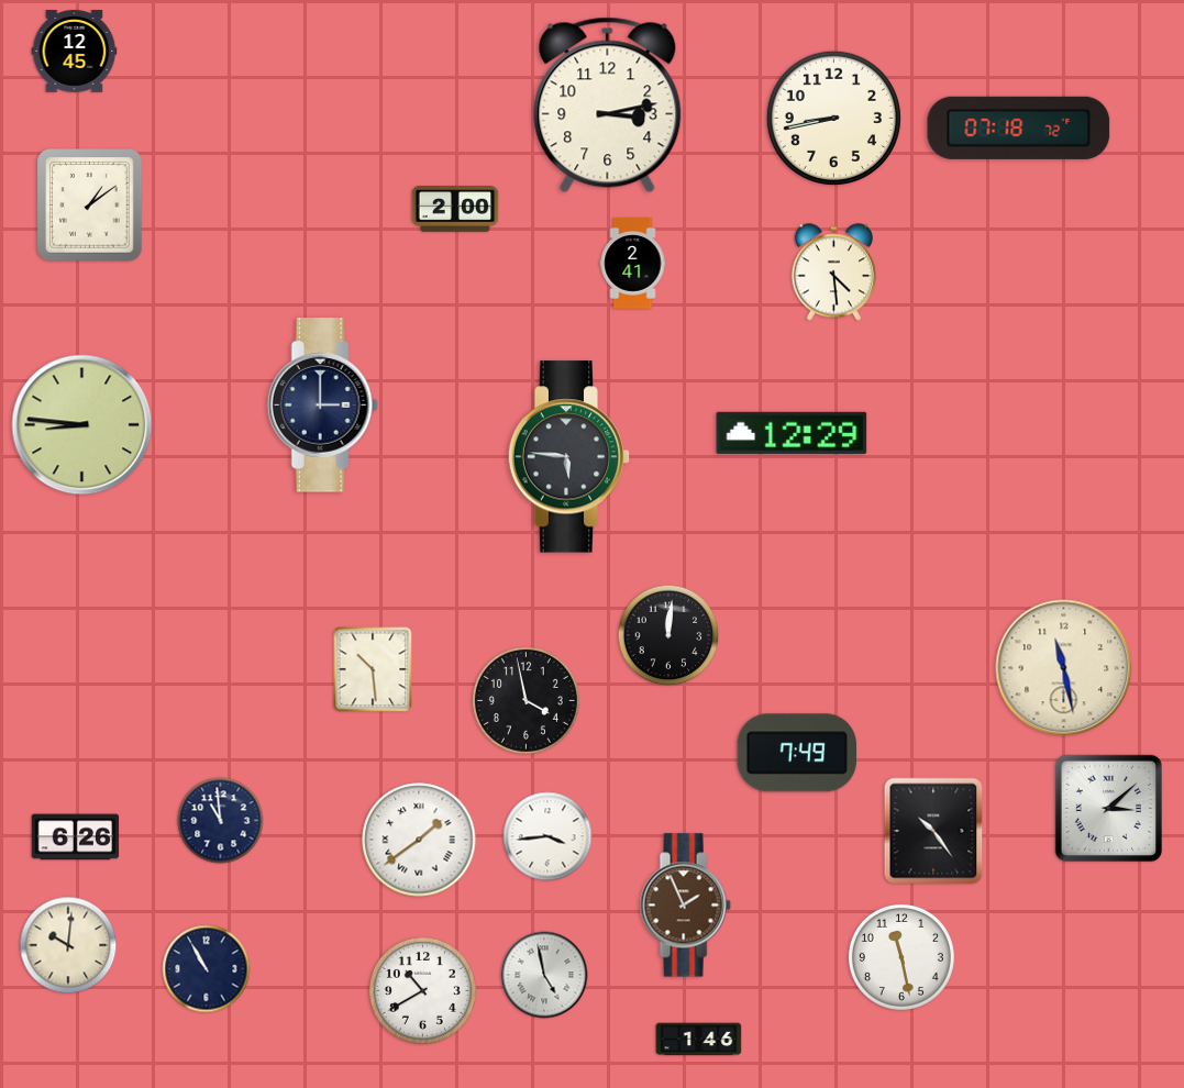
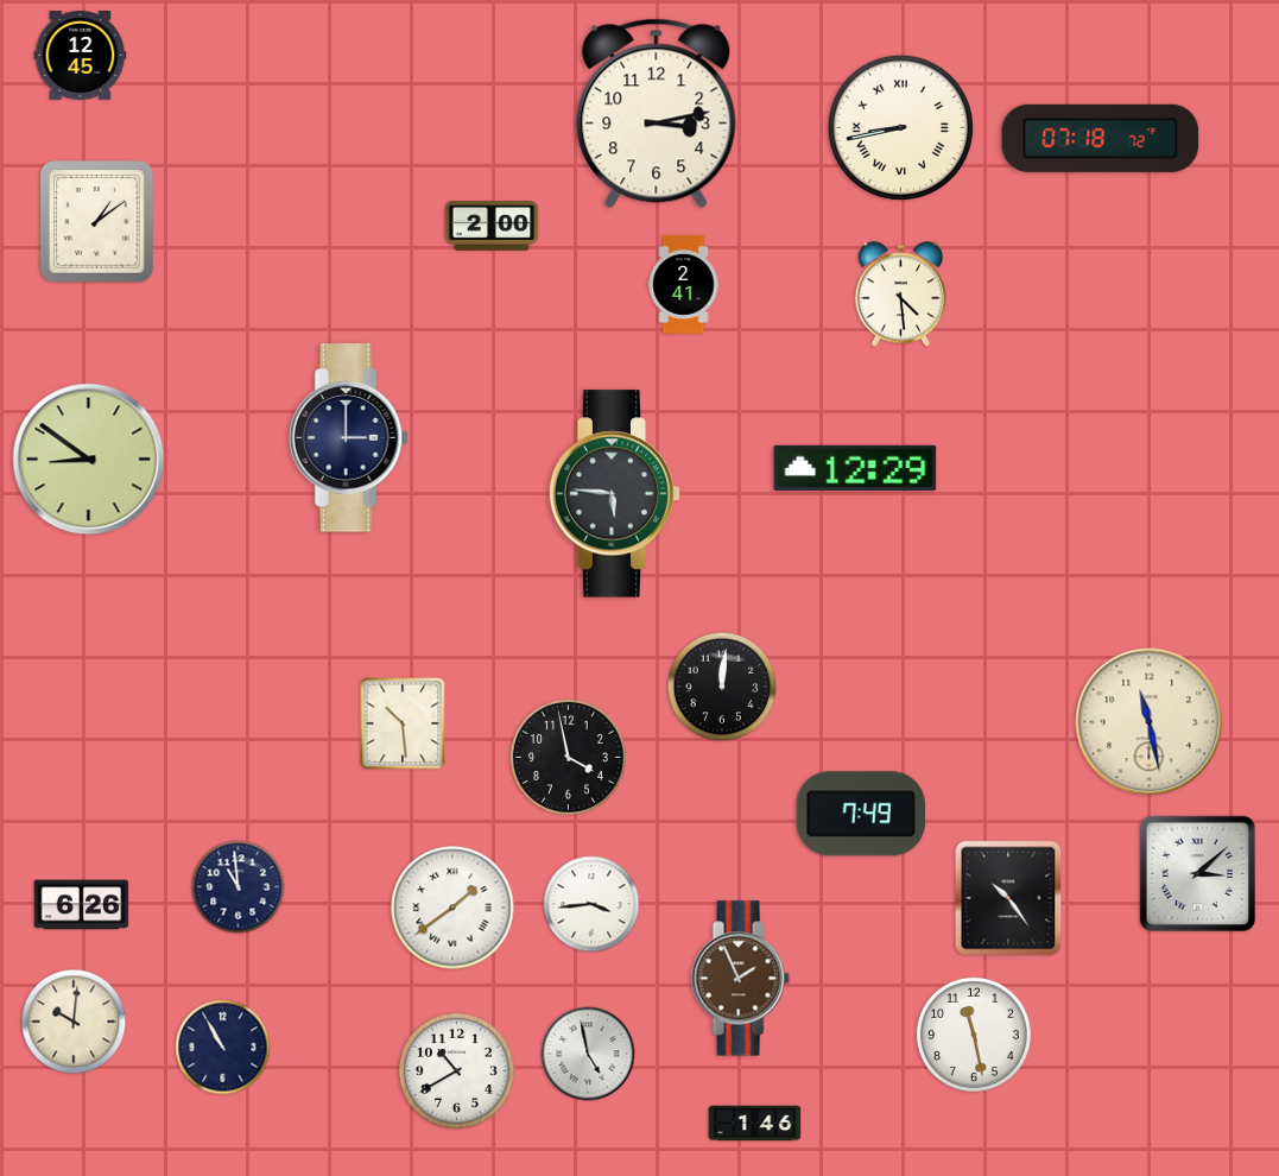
clock at (833, 118) numerals: Arabic -> Roman
clock at (82, 425): 8:46 -> 8:51
